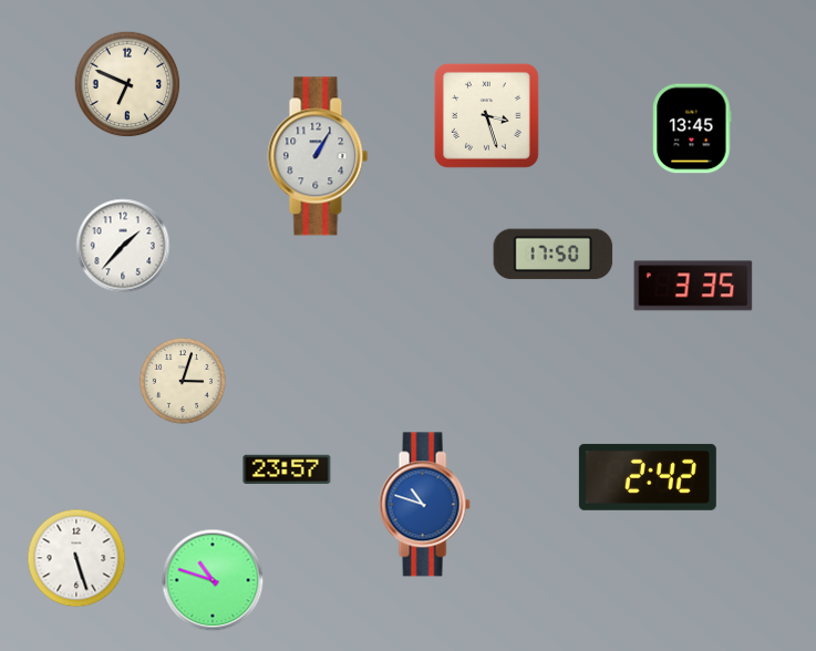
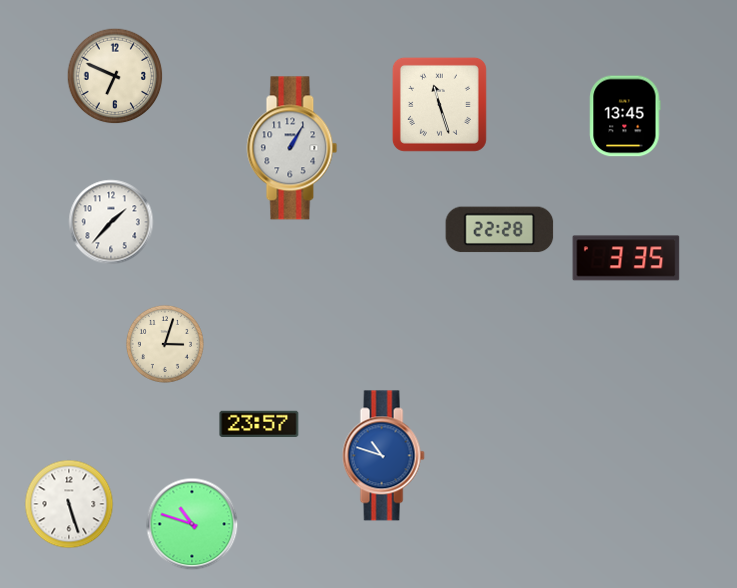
clock at (486, 115): 3:27 -> 11:27
clock at (318, 156) position: (318, 156) -> (292, 148)
clock at (554, 255): 17:50 -> 22:28
clock at (648, 477): 2:42 -> none
